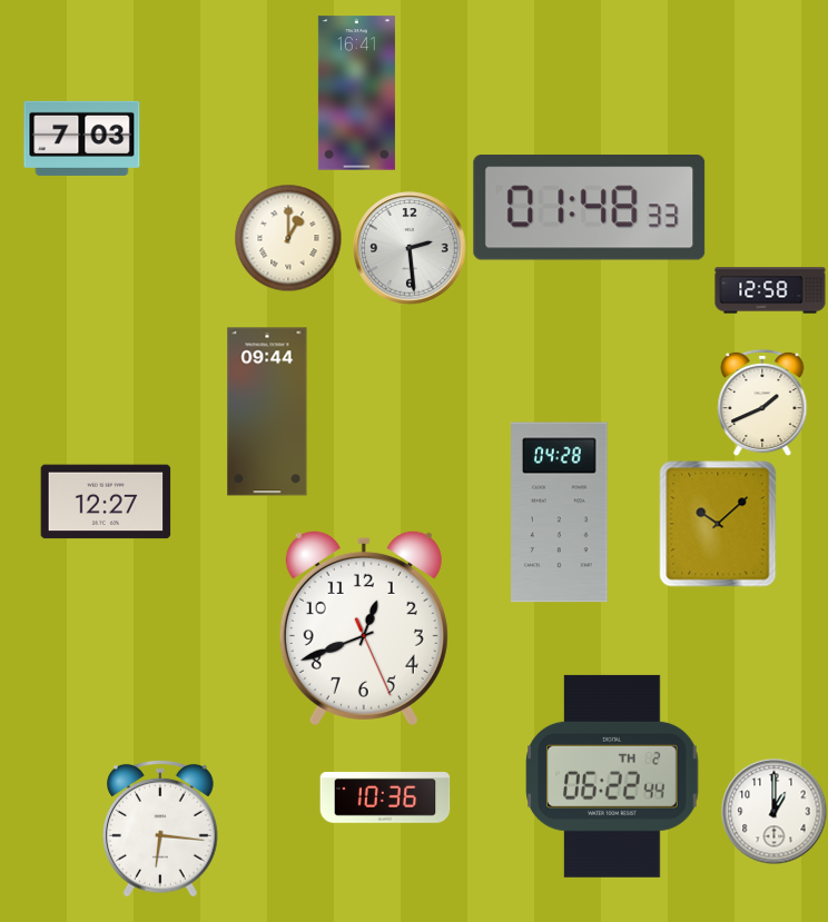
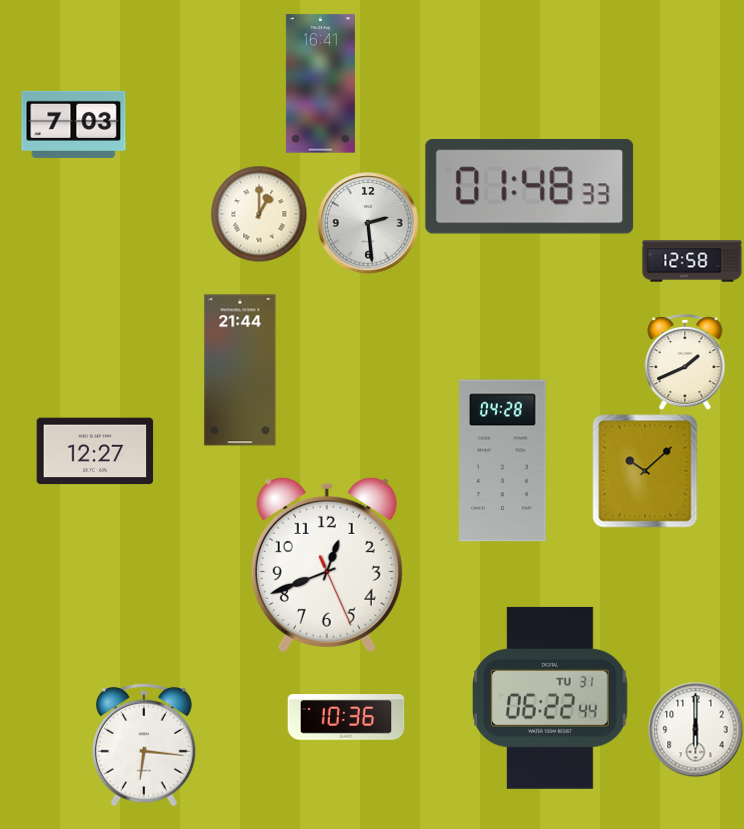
clock at (267, 412): 09:44 -> 21:44
clock at (612, 776) date: TH 2 -> TU 31
clock at (773, 811): 1:00 -> 6:00
